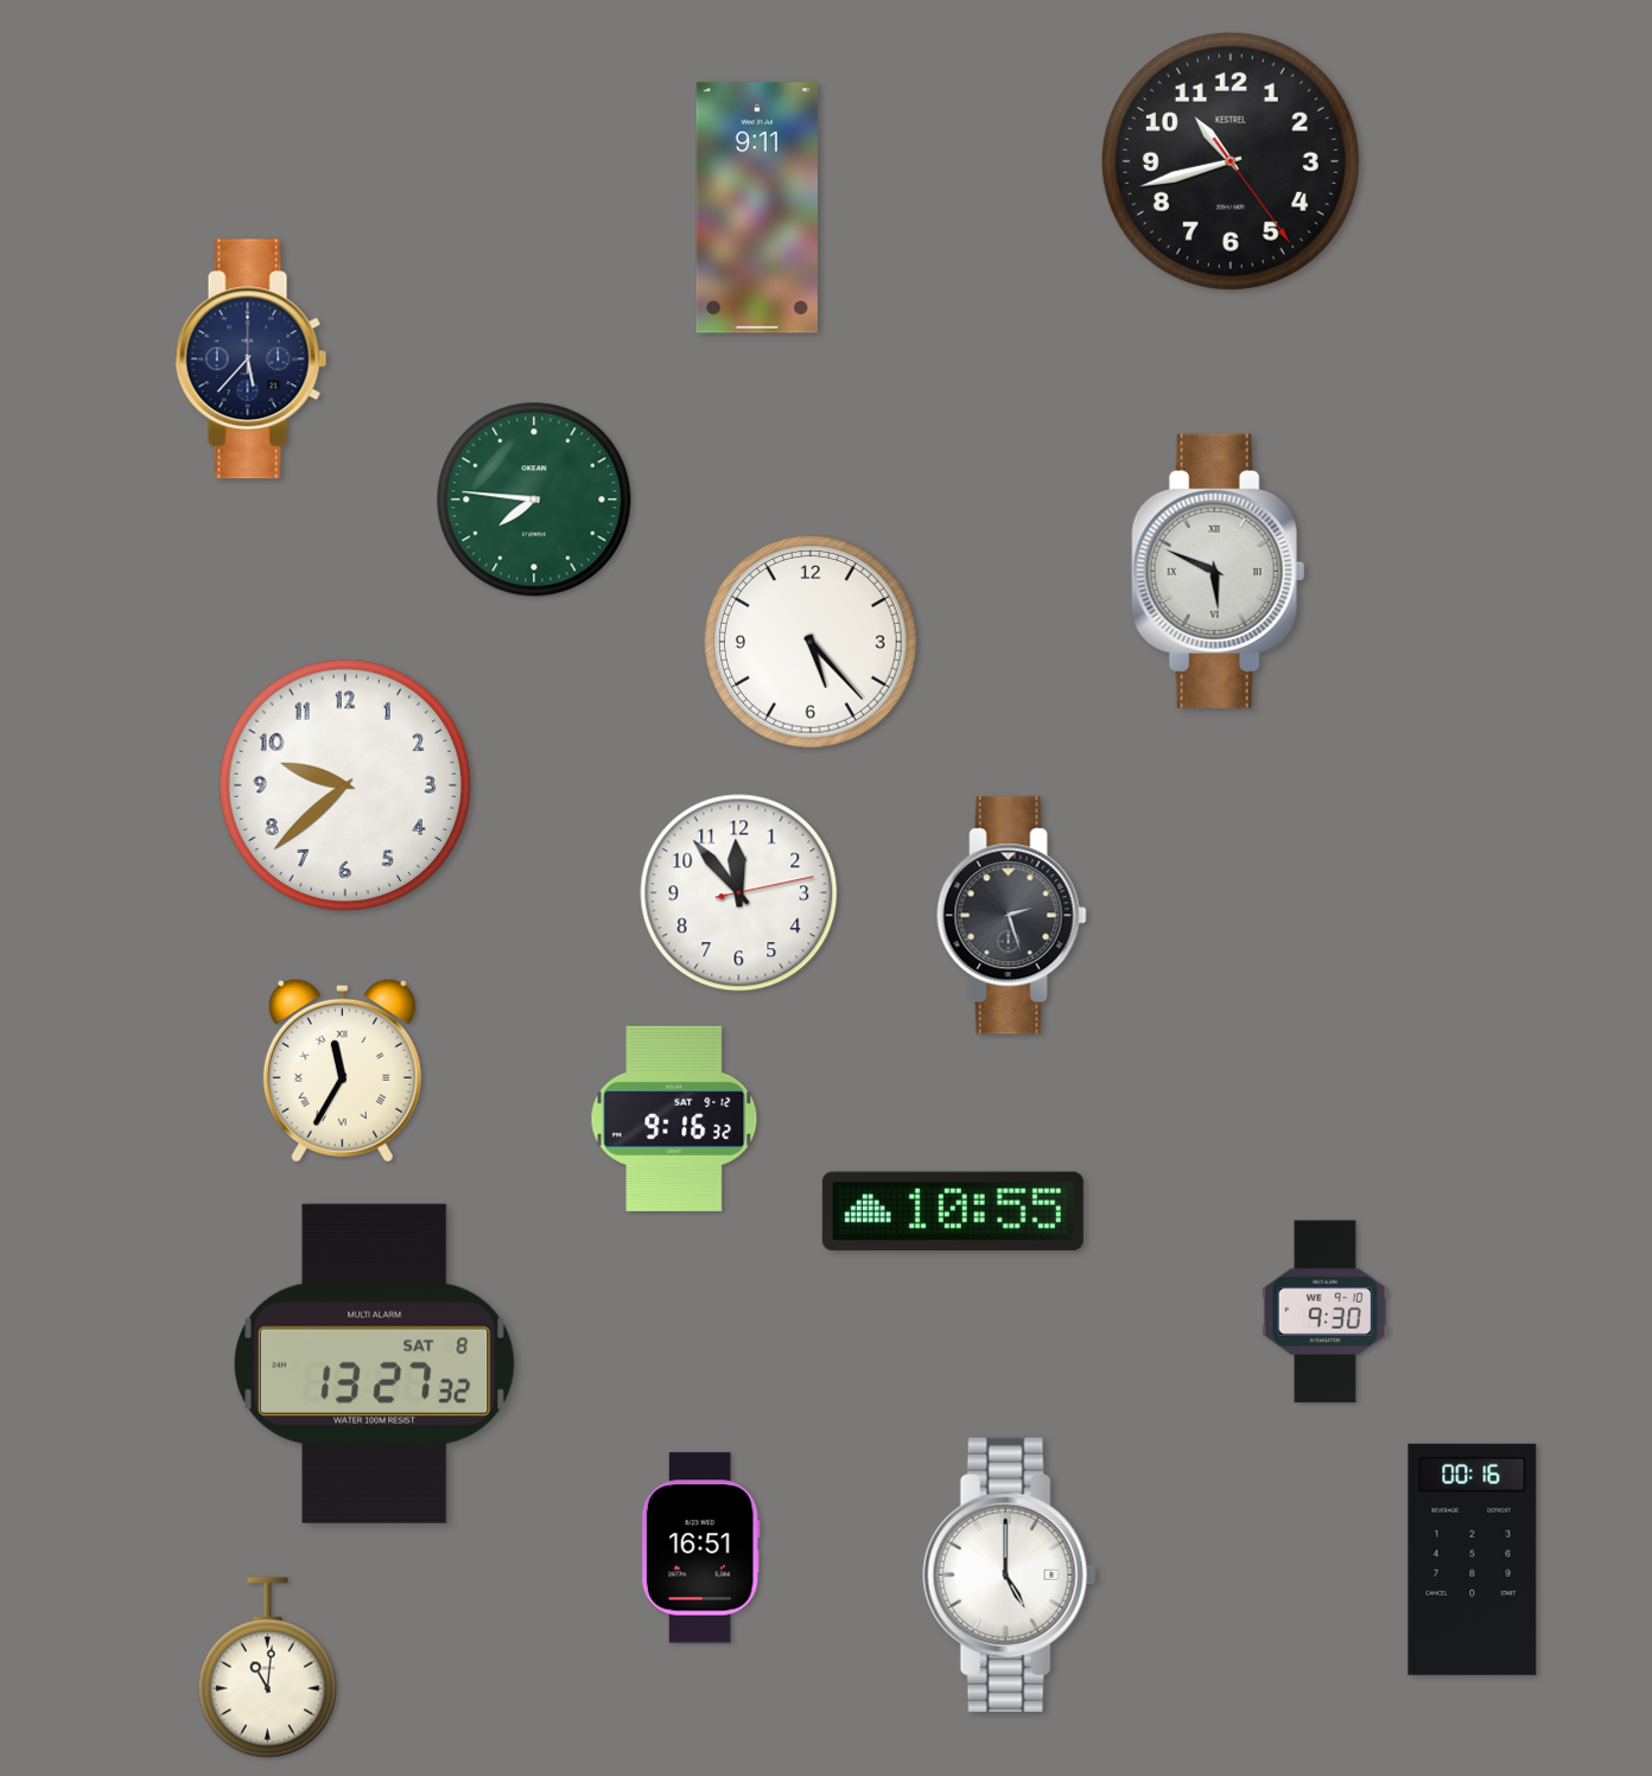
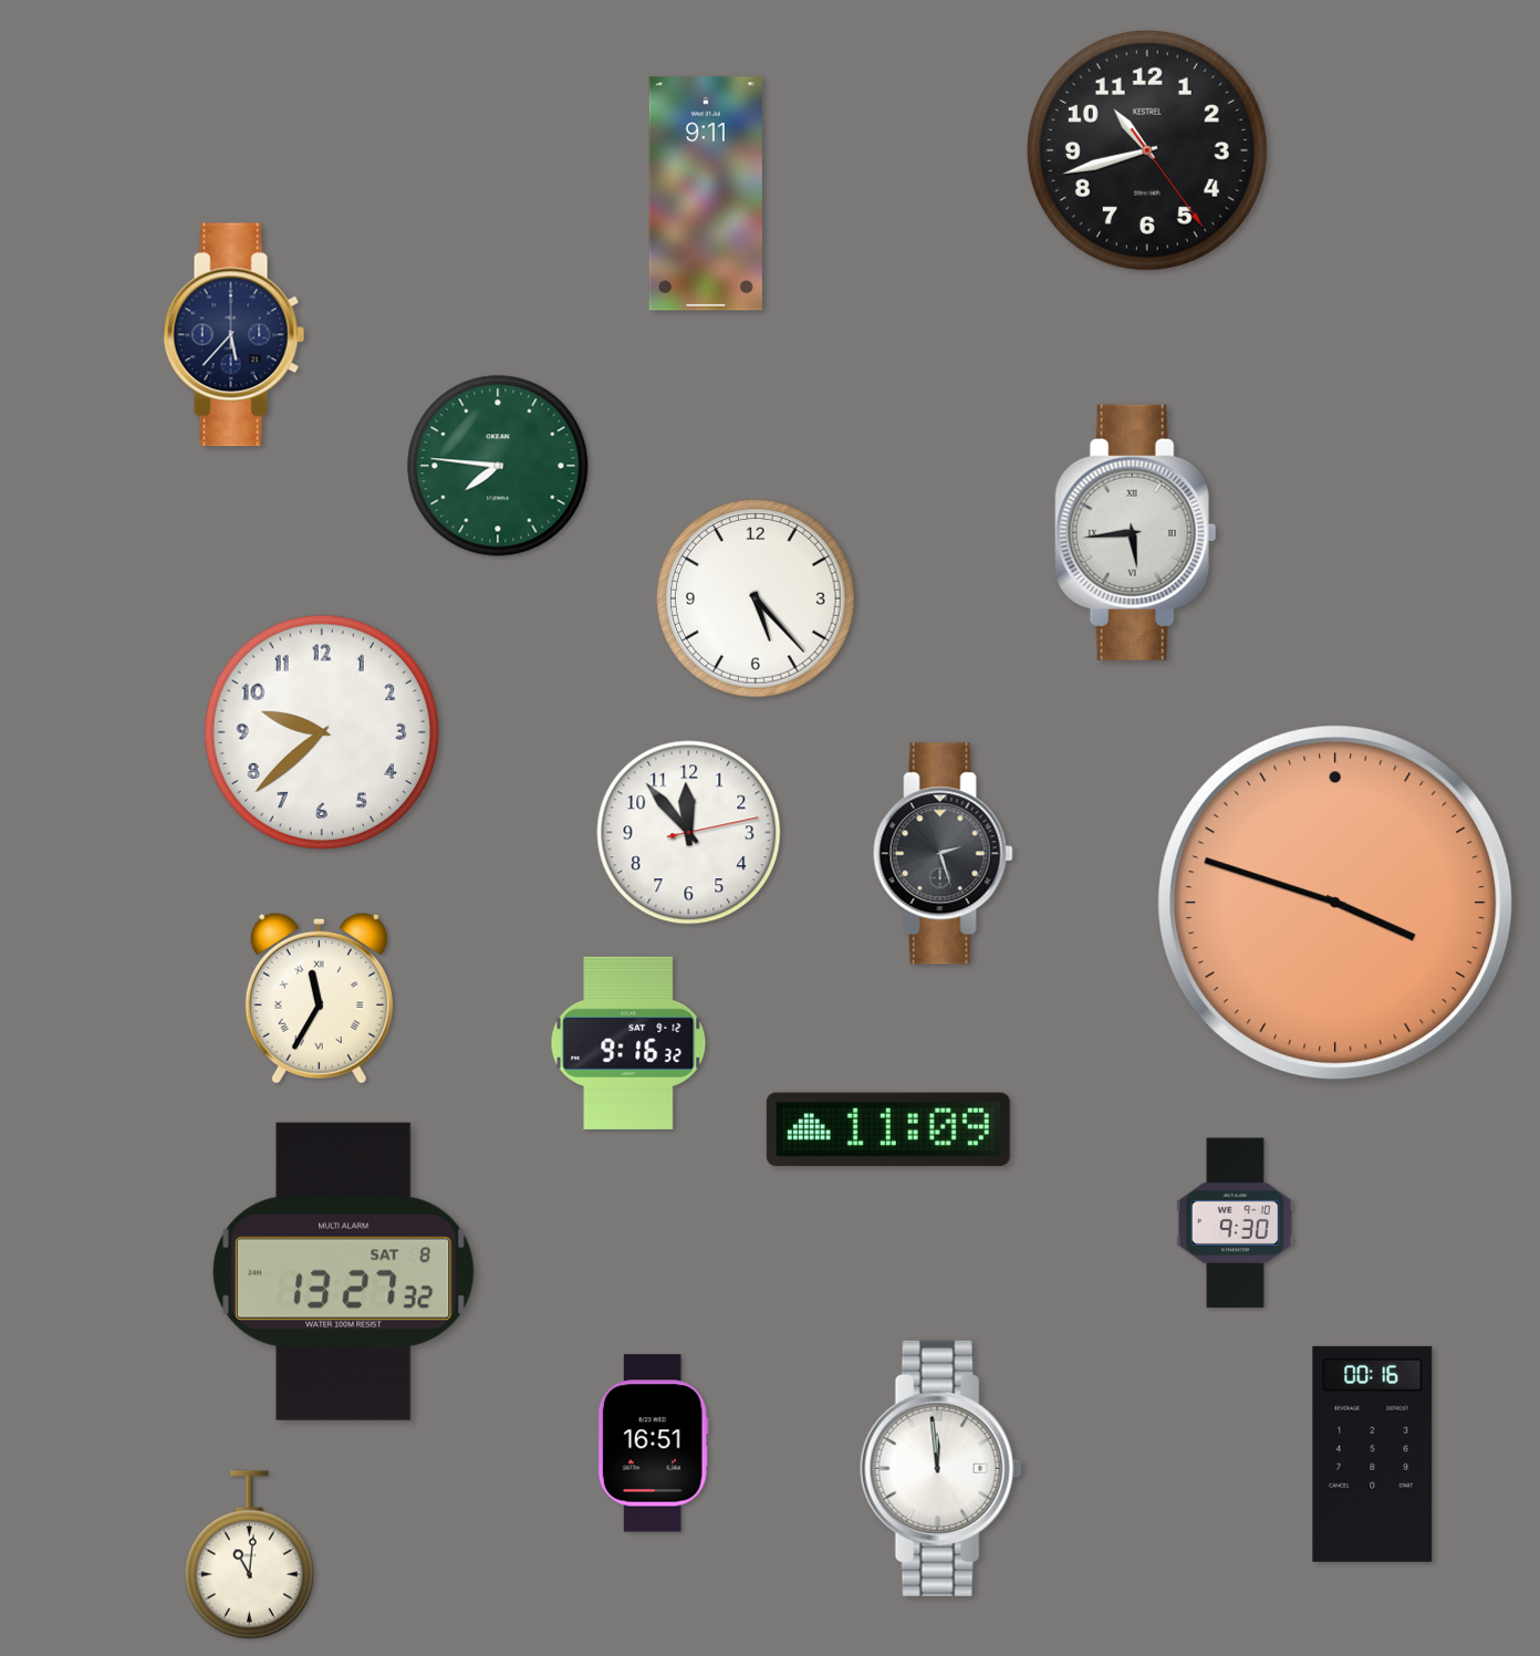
clock at (1219, 571): 5:49 -> 5:44
clock at (1335, 903): none -> 3:48
clock at (953, 1210): 10:55 -> 11:09
clock at (375, 1363) position: (375, 1363) -> (344, 1271)
clock at (1010, 1574): 5:00 -> 11:59
